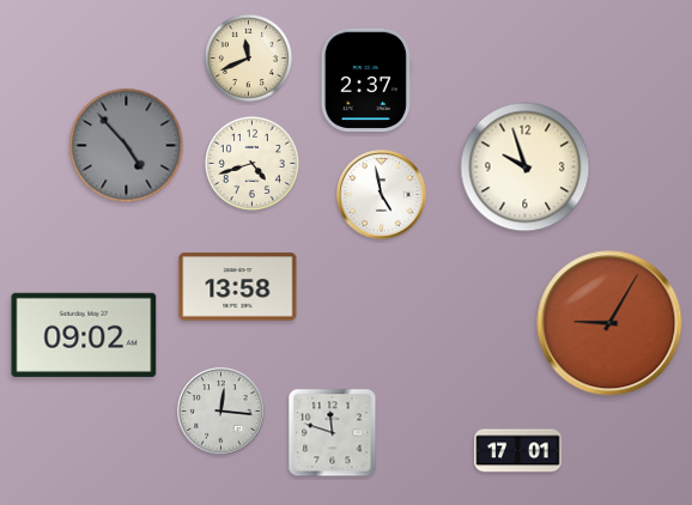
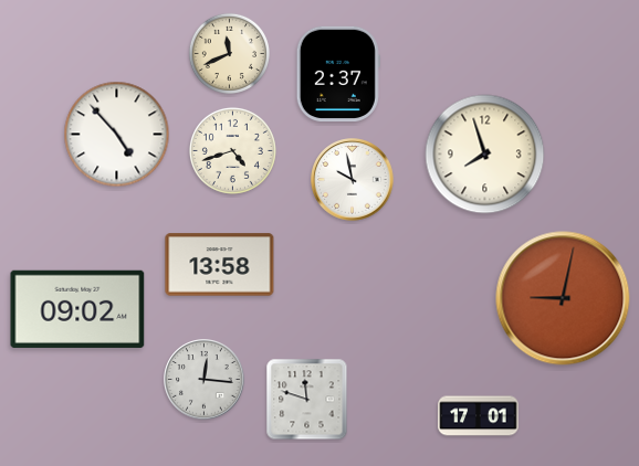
clock at (127, 146) dial: grey -> white
clock at (526, 168): 9:57 -> 7:57
clock at (382, 195): 4:58 -> 9:58
clock at (609, 323): 9:05 -> 9:02
